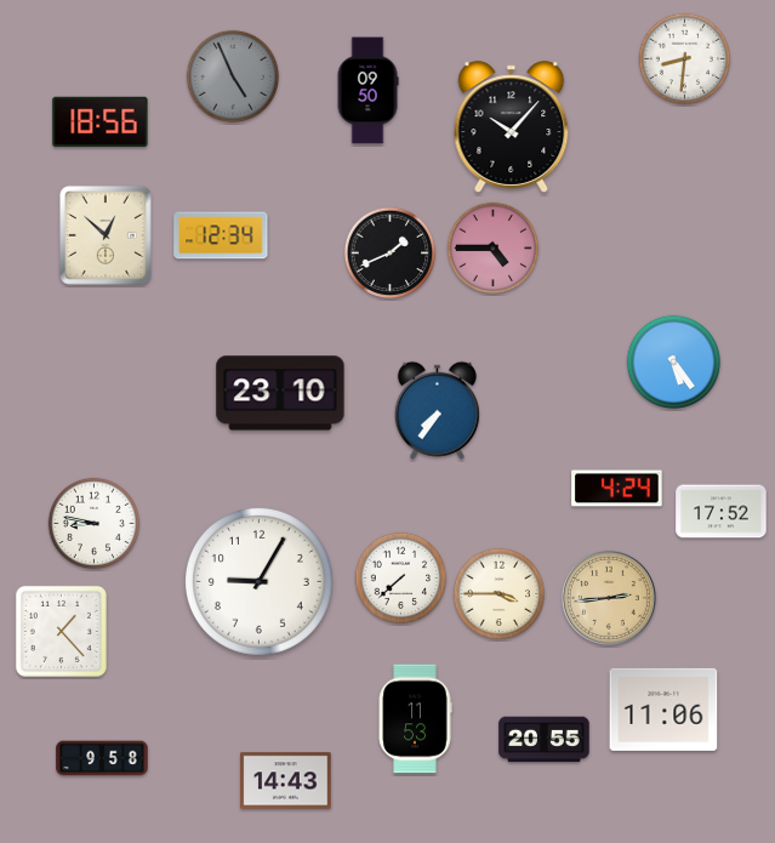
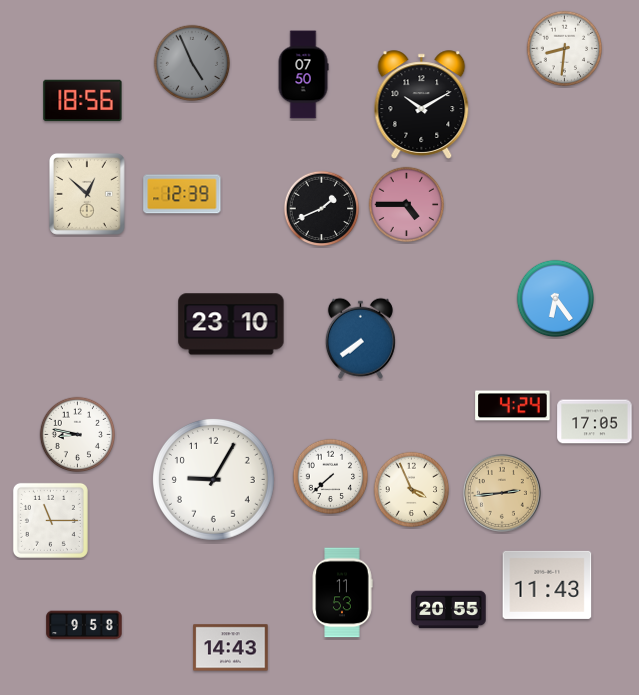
clock at (367, 91): 09:50 -> 07:50
clock at (512, 127): 10:07 -> 10:10
clock at (221, 235): 12:34 -> 12:39
clock at (674, 363): 5:24 -> 6:24
clock at (437, 410): 7:36 -> 7:39
clock at (617, 489) position: (617, 489) -> (513, 406)
clock at (722, 512): 17:52 -> 17:05
clock at (95, 524) position: (95, 524) -> (78, 435)
clock at (500, 594): 3:45 -> 3:56
clock at (61, 631): 1:23 -> 11:15
clock at (663, 710): 11:06 -> 11:43
clock at (286, 781) position: (286, 781) -> (231, 648)
